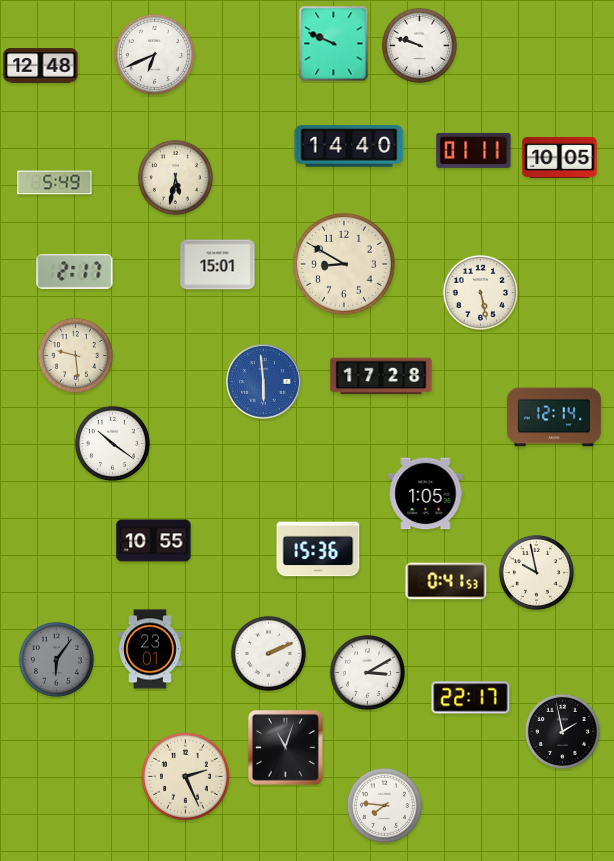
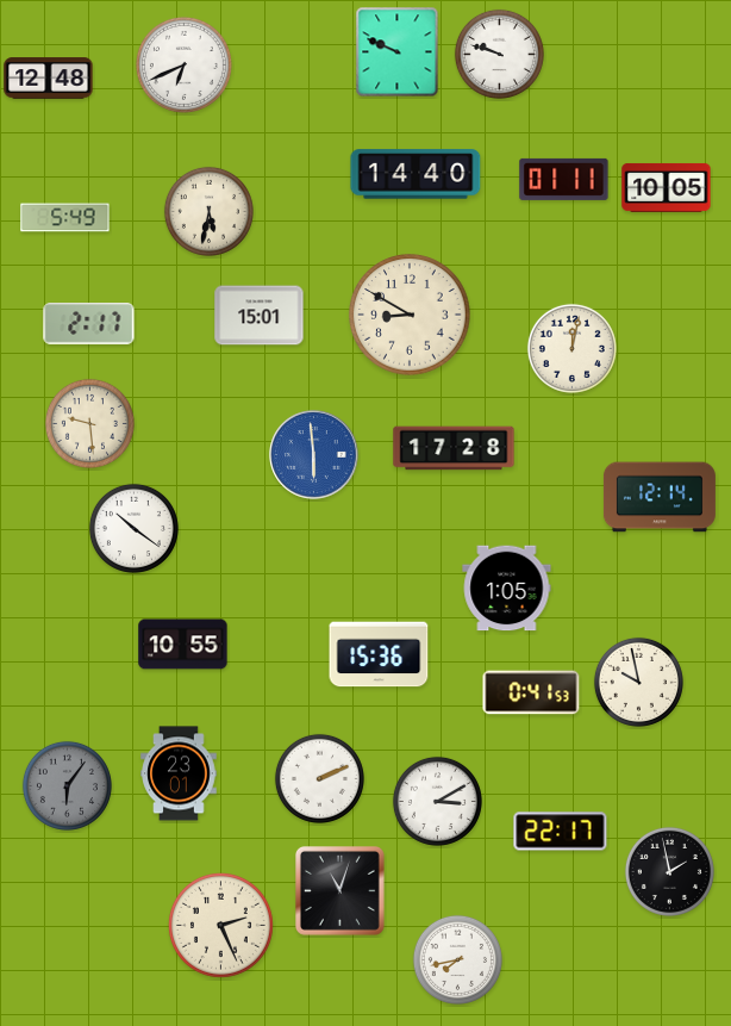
clock at (480, 292): 5:28 -> 12:02
clock at (384, 805): 7:46 -> 7:43
